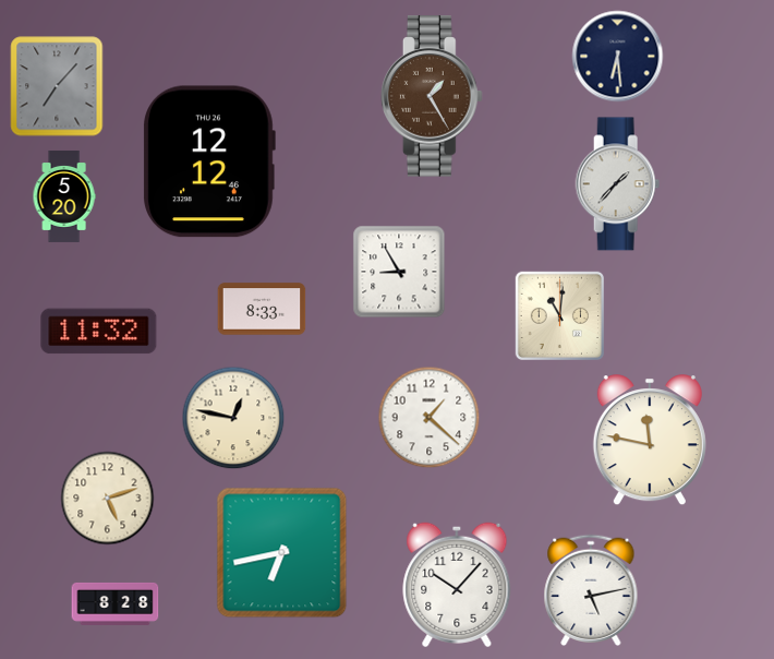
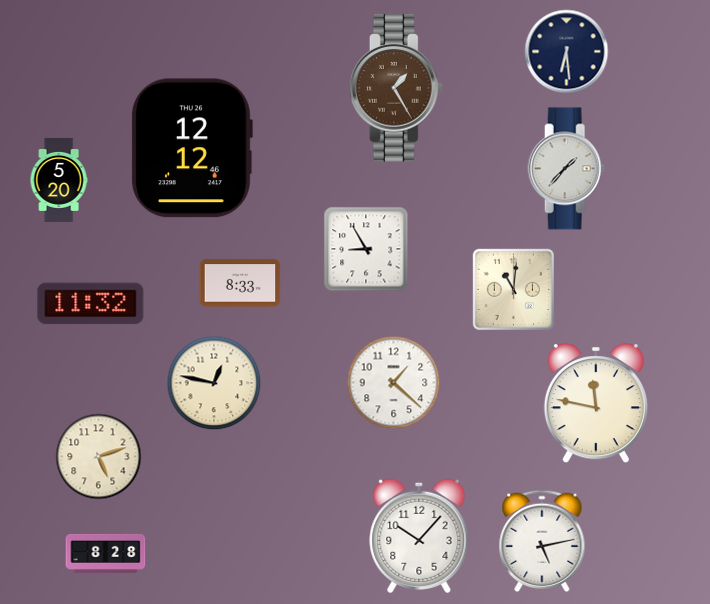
clock at (57, 86): 7:07 -> none
clock at (282, 553): 6:43 -> none
